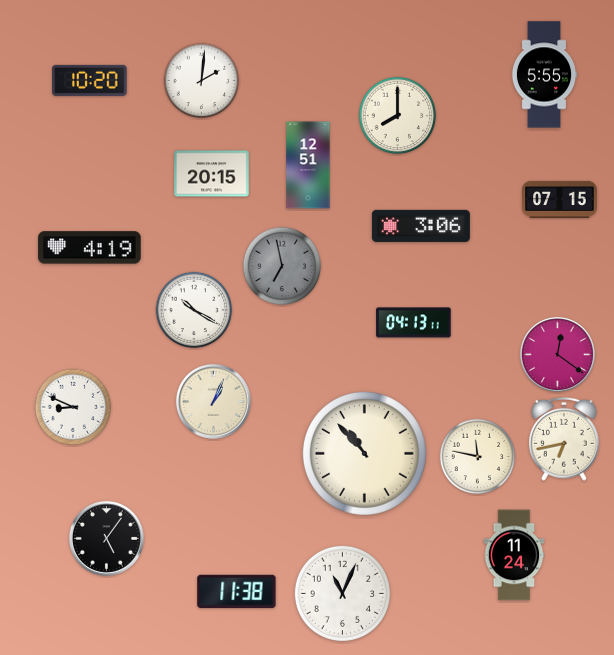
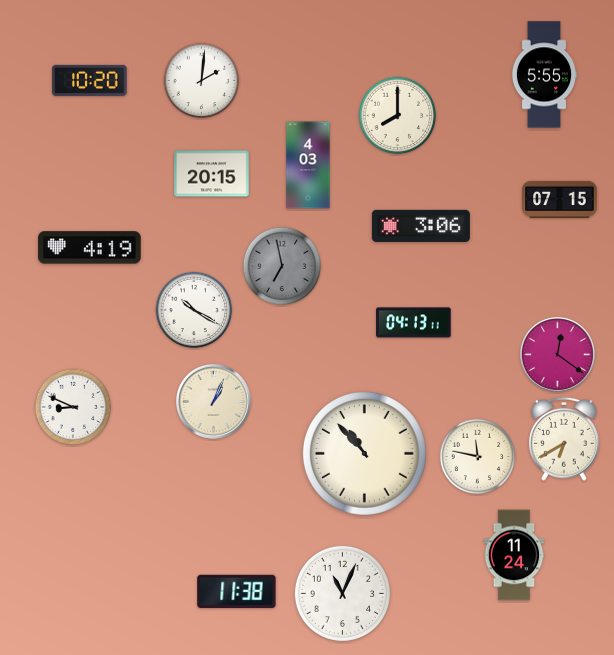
clock at (308, 165): 12:51 -> 4:03
clock at (564, 439): 6:43 -> 6:40
clock at (106, 538): 5:06 -> none
